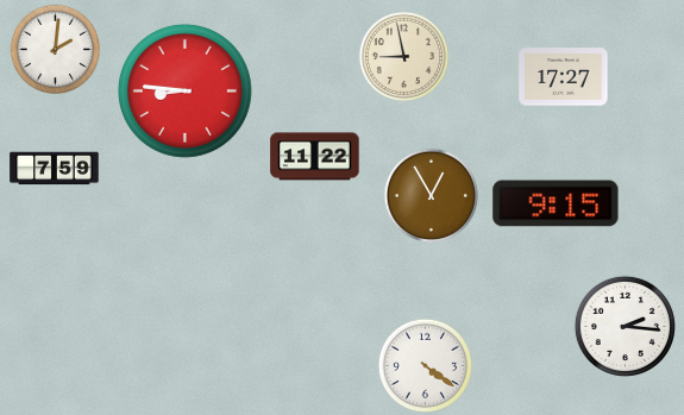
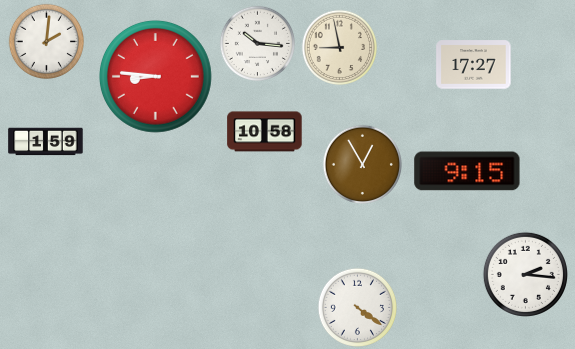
clock at (258, 44): none -> 10:16
clock at (315, 157): 11:22 -> 10:58
clock at (55, 169): 7:59 -> 1:59
